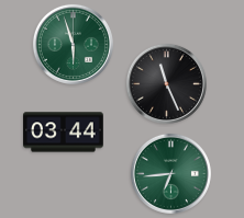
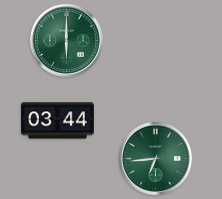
clock at (73, 44): 5:57 -> 6:00
clock at (166, 83): 11:26 -> none
